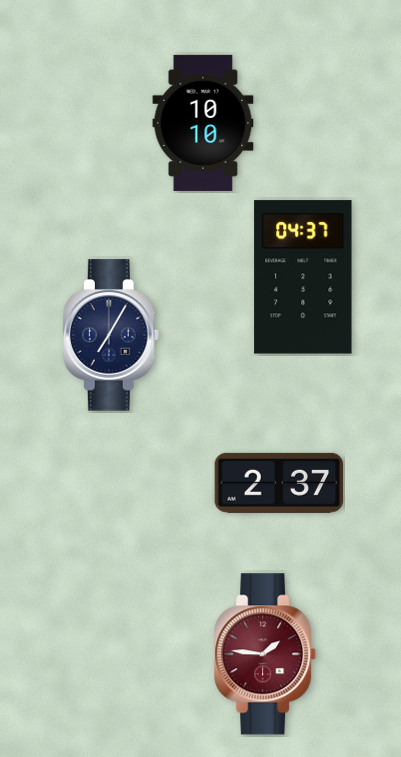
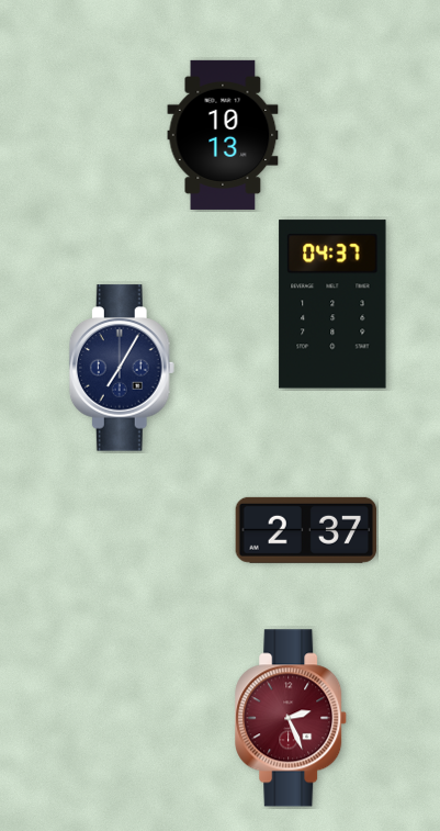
clock at (203, 123): 10:10 -> 10:13
clock at (266, 654): 1:46 -> 2:26
